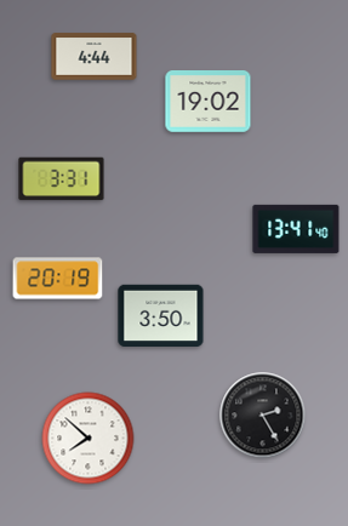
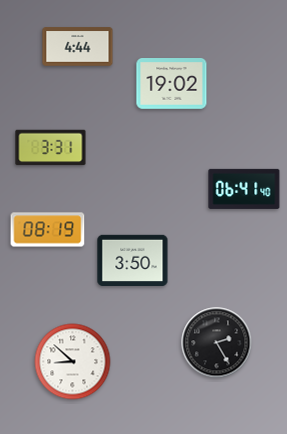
clock at (296, 229): 13:41 -> 06:41
clock at (58, 279): 20:19 -> 08:19
clock at (89, 439): 7:52 -> 8:52
